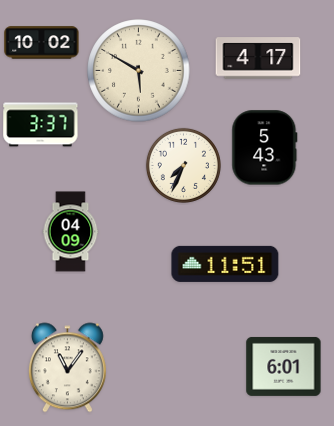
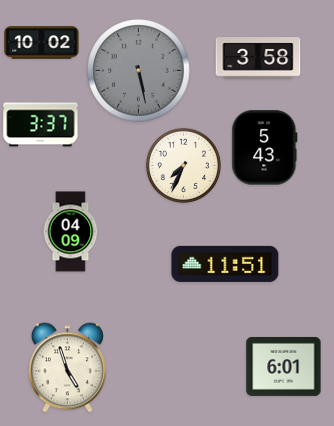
clock at (258, 58): 4:17 -> 3:58
clock at (139, 71): 5:50 -> 5:28
clock at (139, 71) dial: cream -> grey
clock at (67, 368): 11:06 -> 4:57
